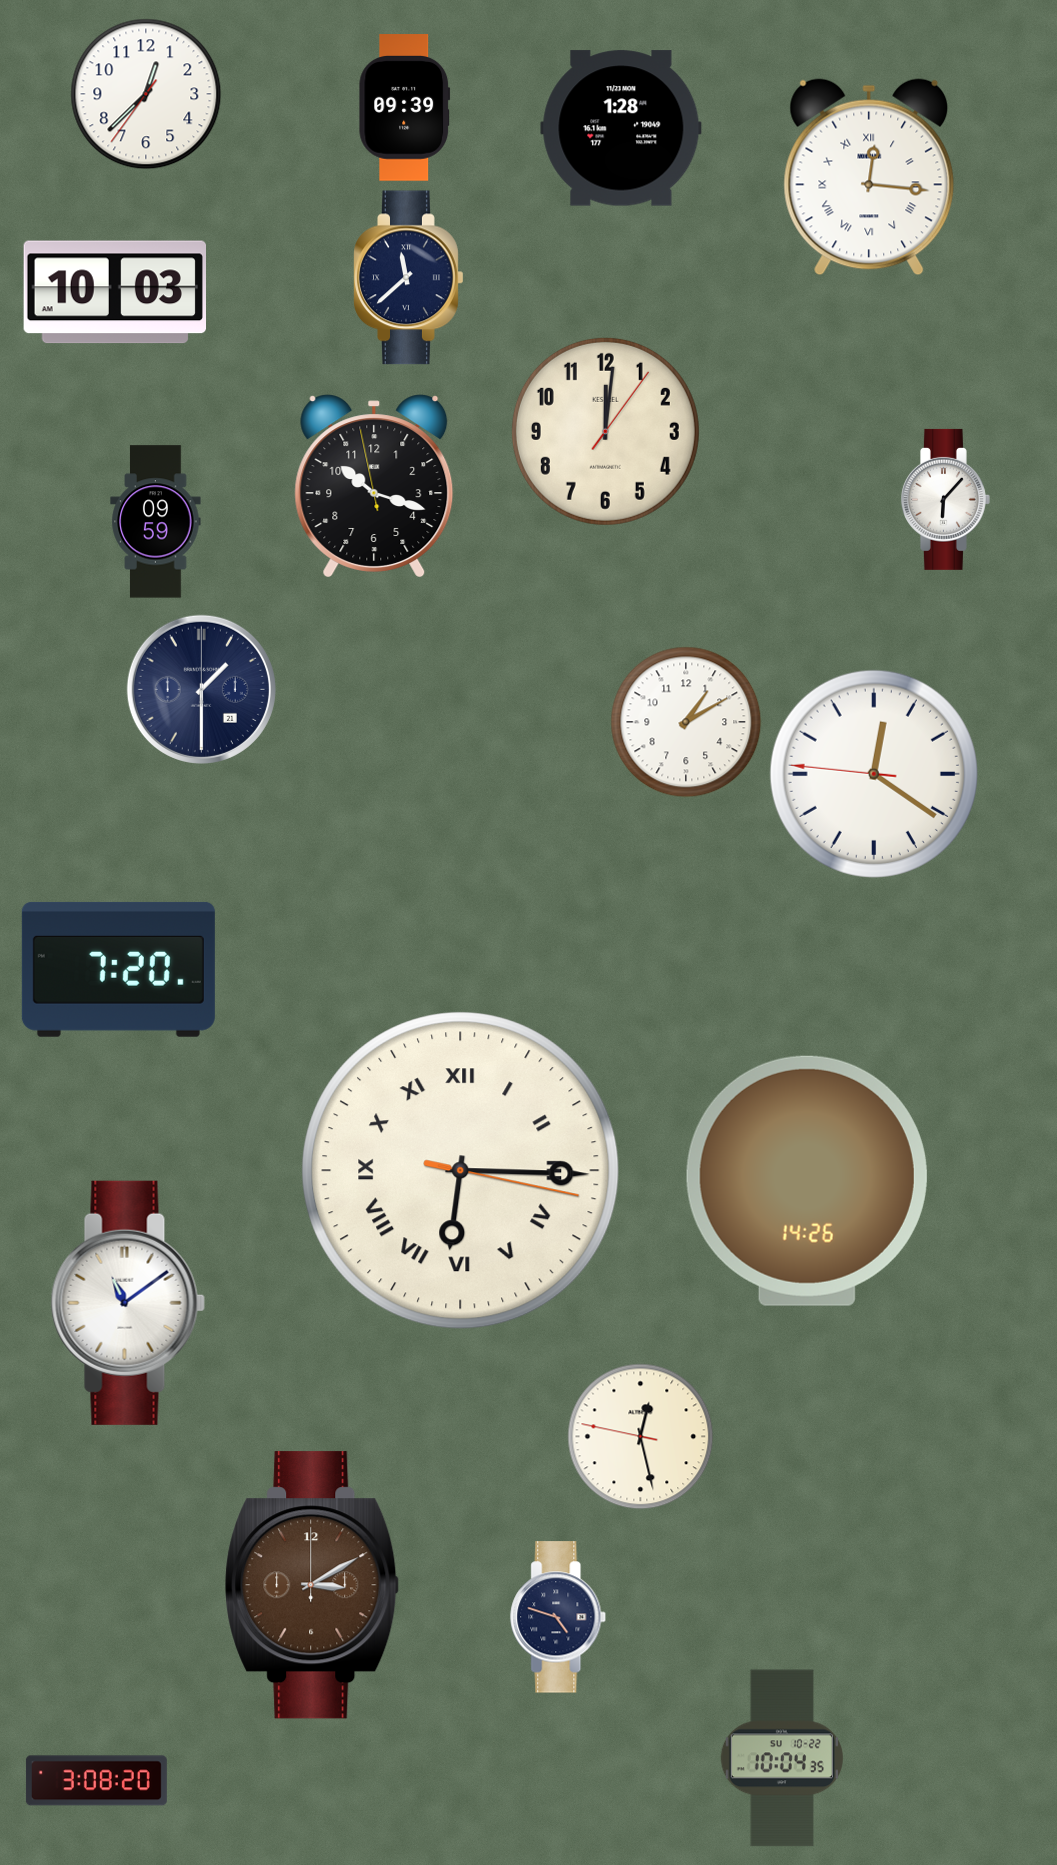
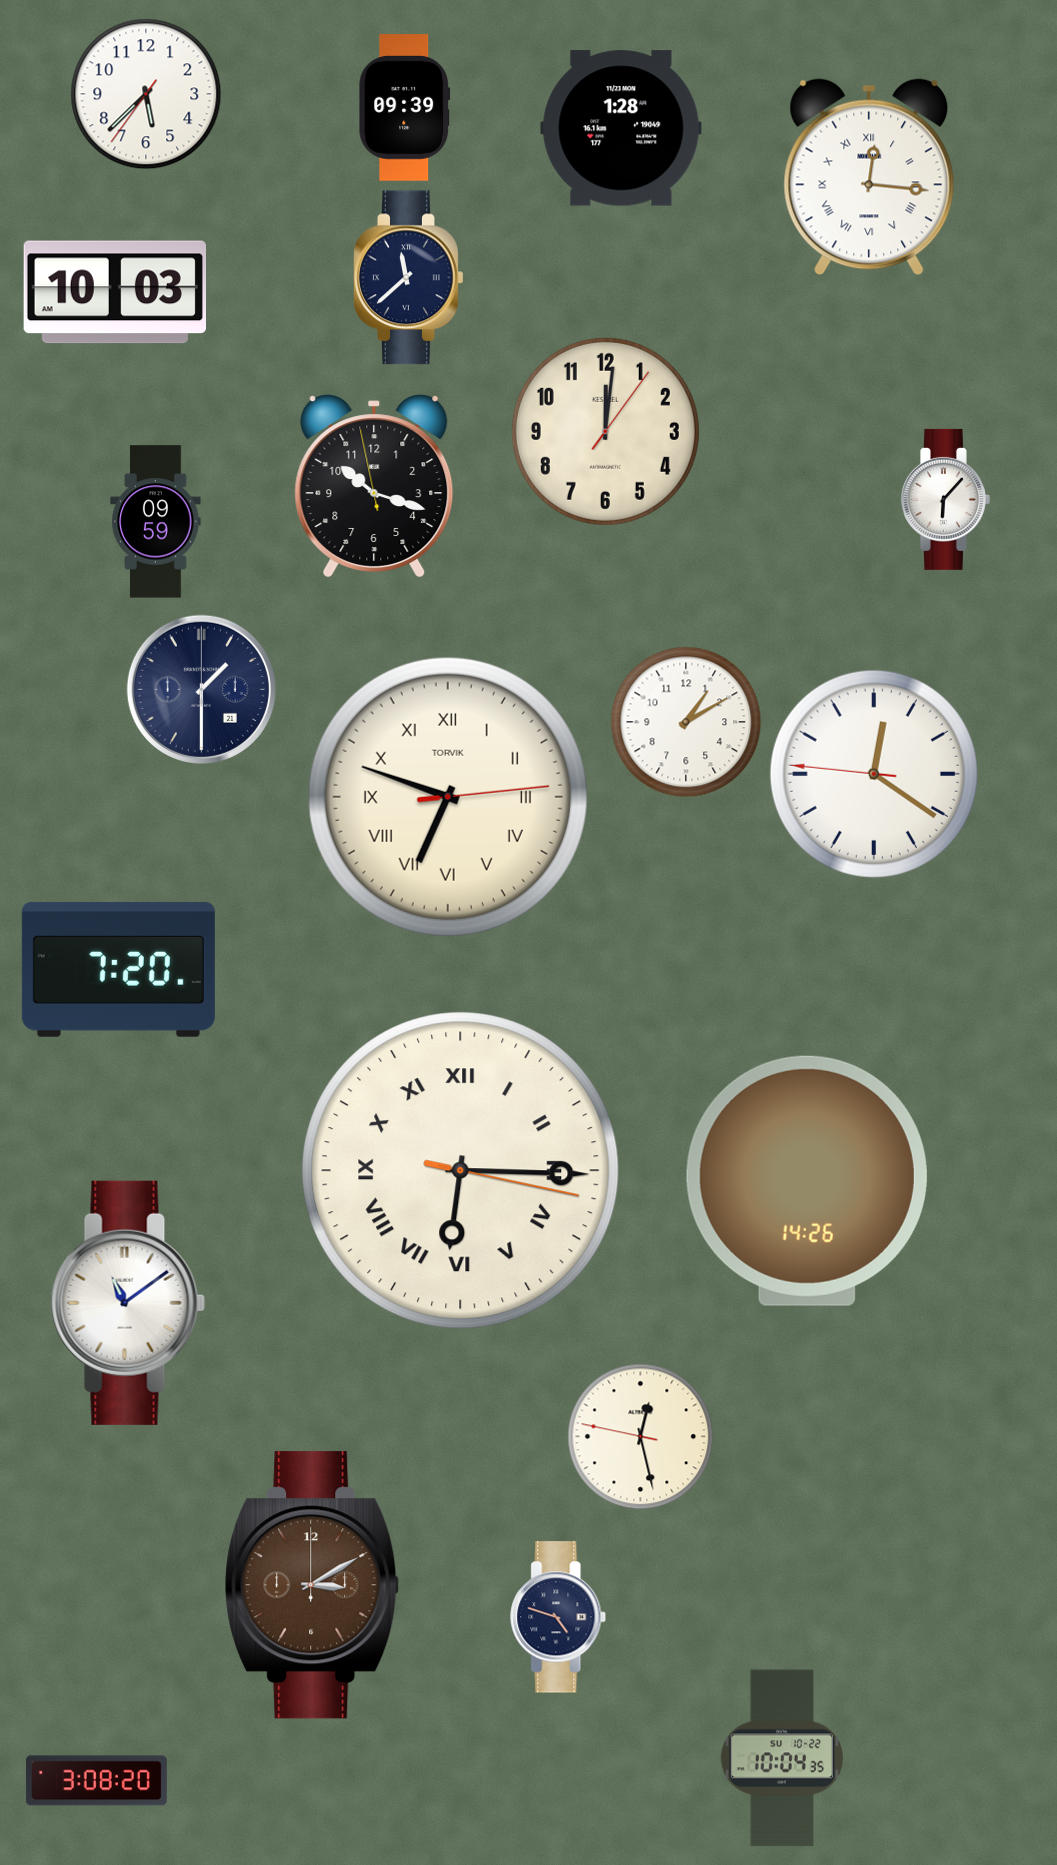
clock at (146, 94): 12:37 -> 5:37
clock at (448, 797): none -> 6:48
